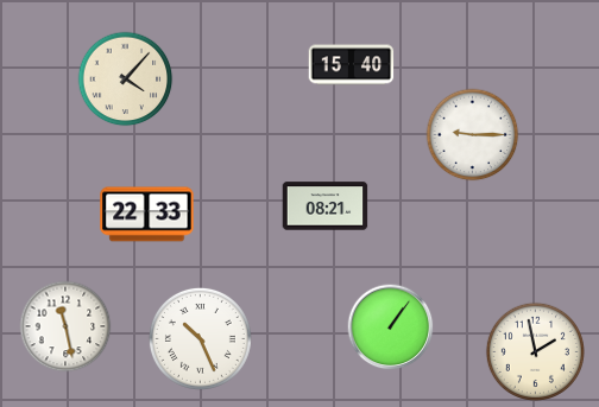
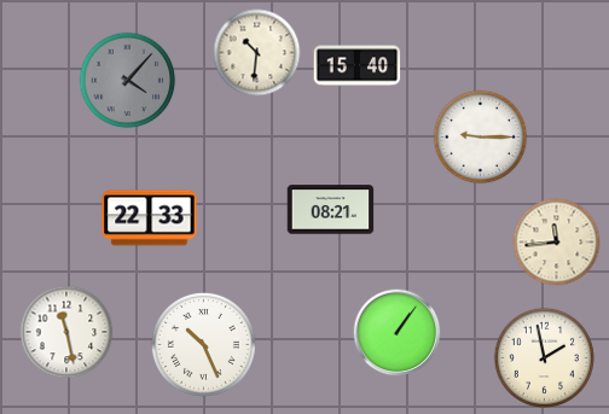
clock at (257, 53): none -> 10:31
clock at (126, 80) dial: cream -> grey
clock at (557, 243): none -> 11:44
